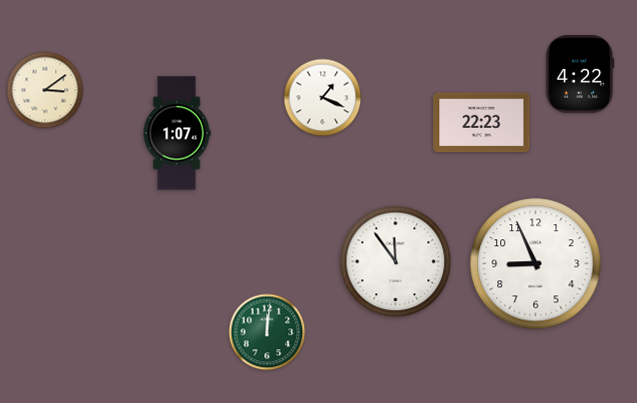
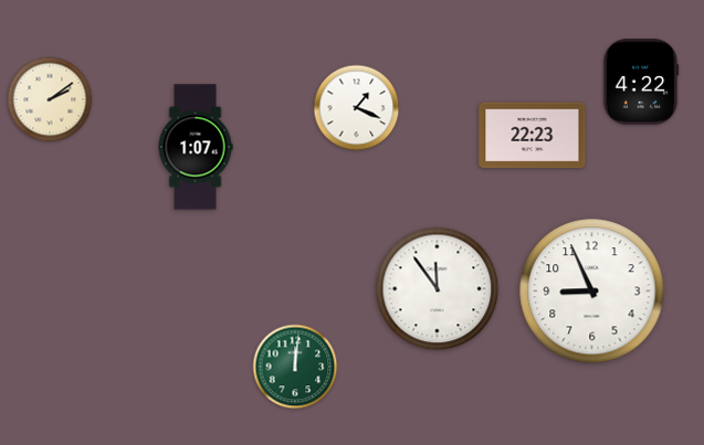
clock at (45, 90): 3:09 -> 2:09
